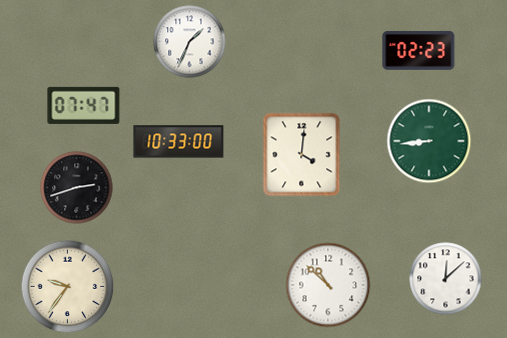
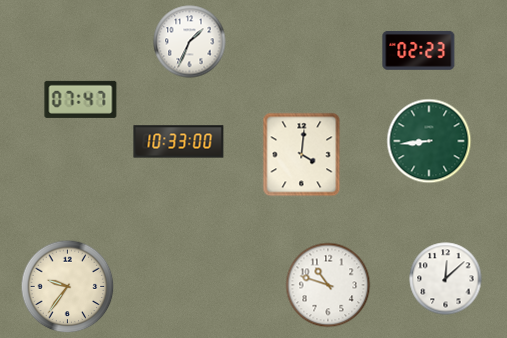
clock at (84, 105) position: (84, 105) -> (81, 99)
clock at (77, 188): 2:42 -> none
clock at (328, 285): 10:52 -> 10:48
